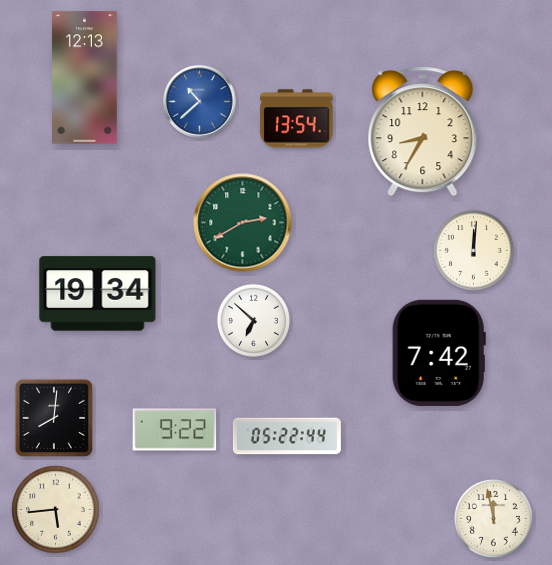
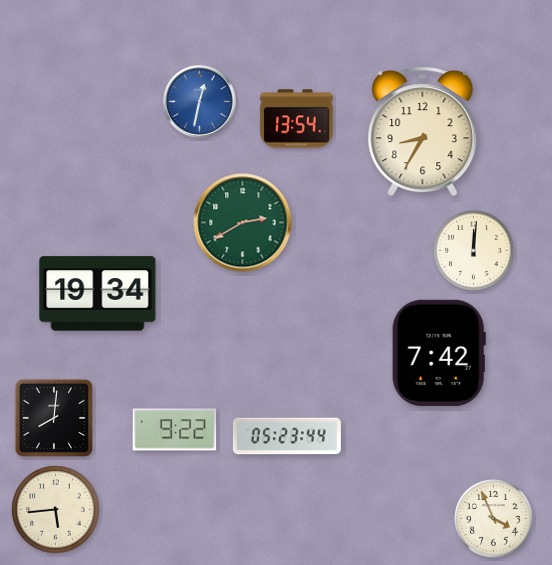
clock at (85, 78): 12:13 -> none
clock at (200, 102): 10:38 -> 12:32
clock at (253, 320): 6:52 -> none
clock at (287, 436): 05:22 -> 05:23
clock at (493, 518): 11:58 -> 3:56
